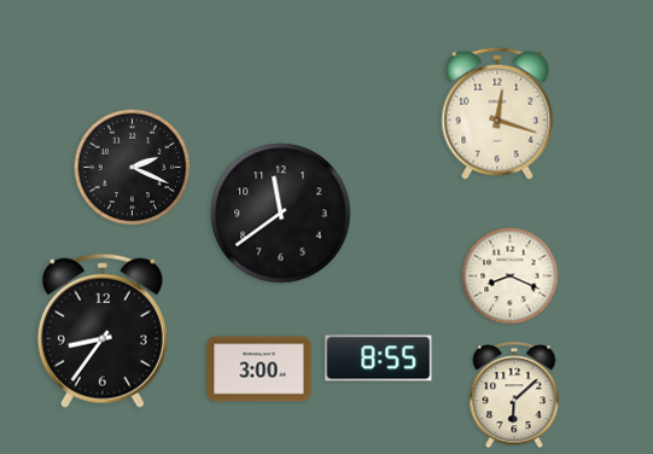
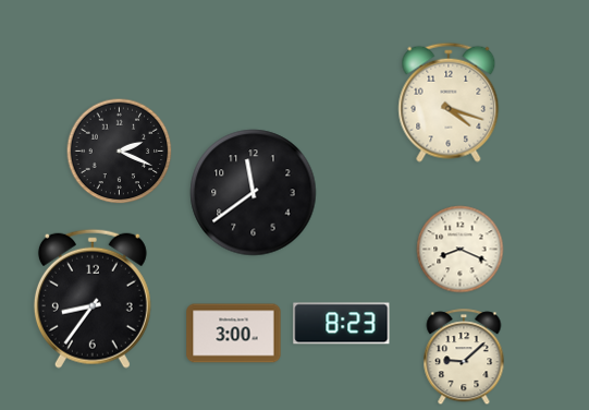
clock at (497, 113): 12:18 -> 4:18
clock at (379, 359): 8:55 -> 8:23
clock at (514, 396): 6:08 -> 9:08
